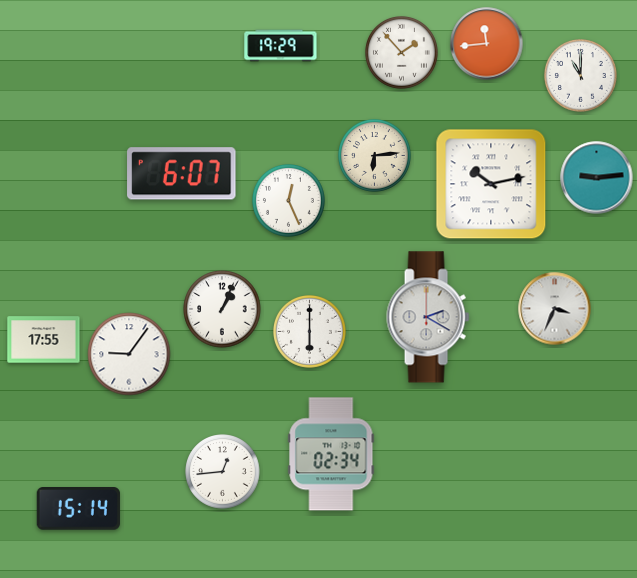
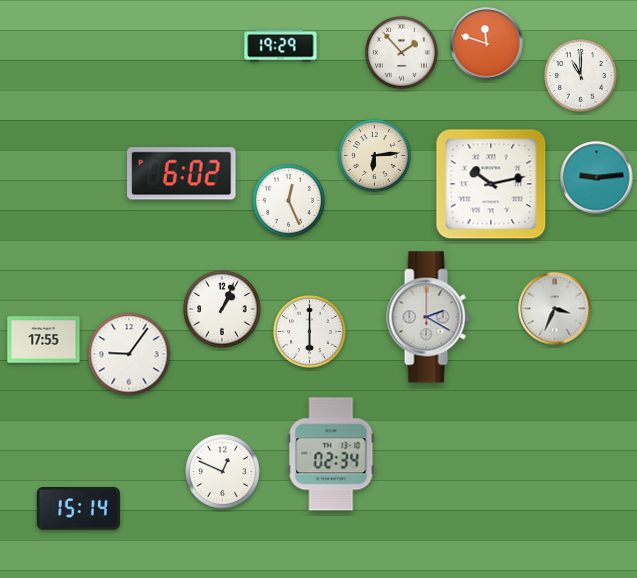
clock at (487, 44): 11:44 -> 11:48
clock at (182, 174): 6:07 -> 6:02
clock at (223, 472): 12:44 -> 12:49
